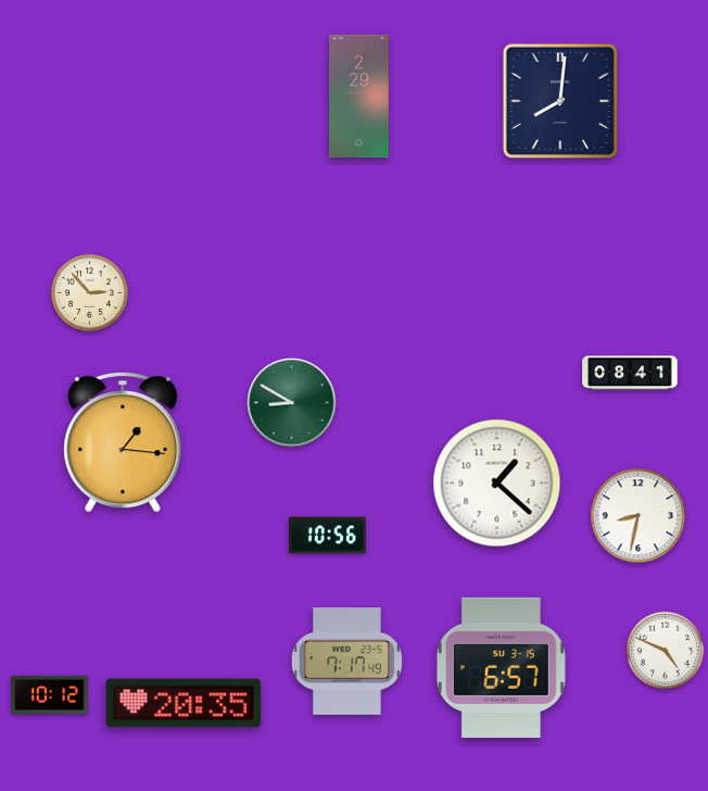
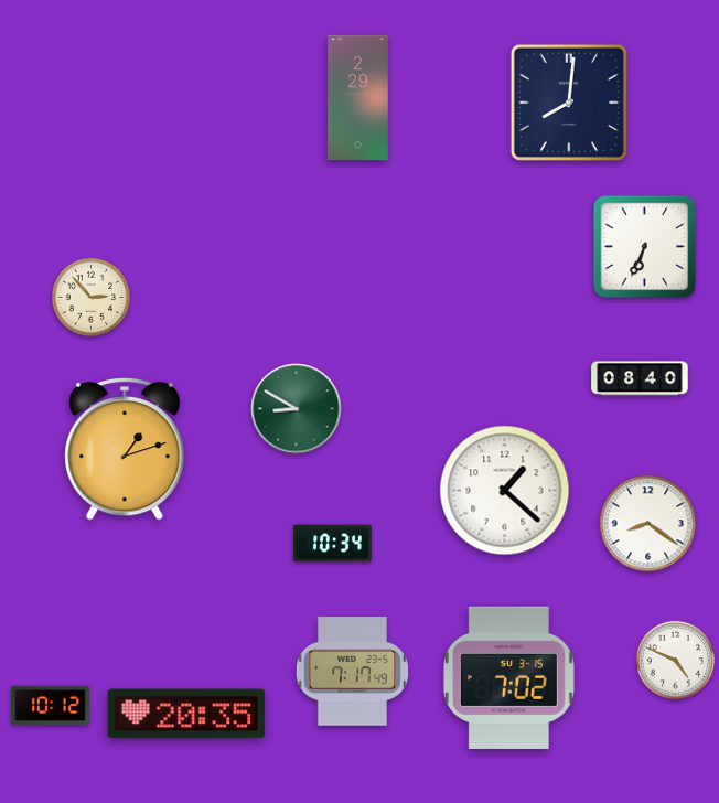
clock at (359, 97) position: (359, 97) -> (358, 98)
clock at (645, 247): none -> 6:34
clock at (630, 373): 08:41 -> 08:40
clock at (123, 442): 1:16 -> 1:12
clock at (639, 516): 8:32 -> 8:21
clock at (328, 536): 10:56 -> 10:34
clock at (501, 667): 6:57 -> 7:02
